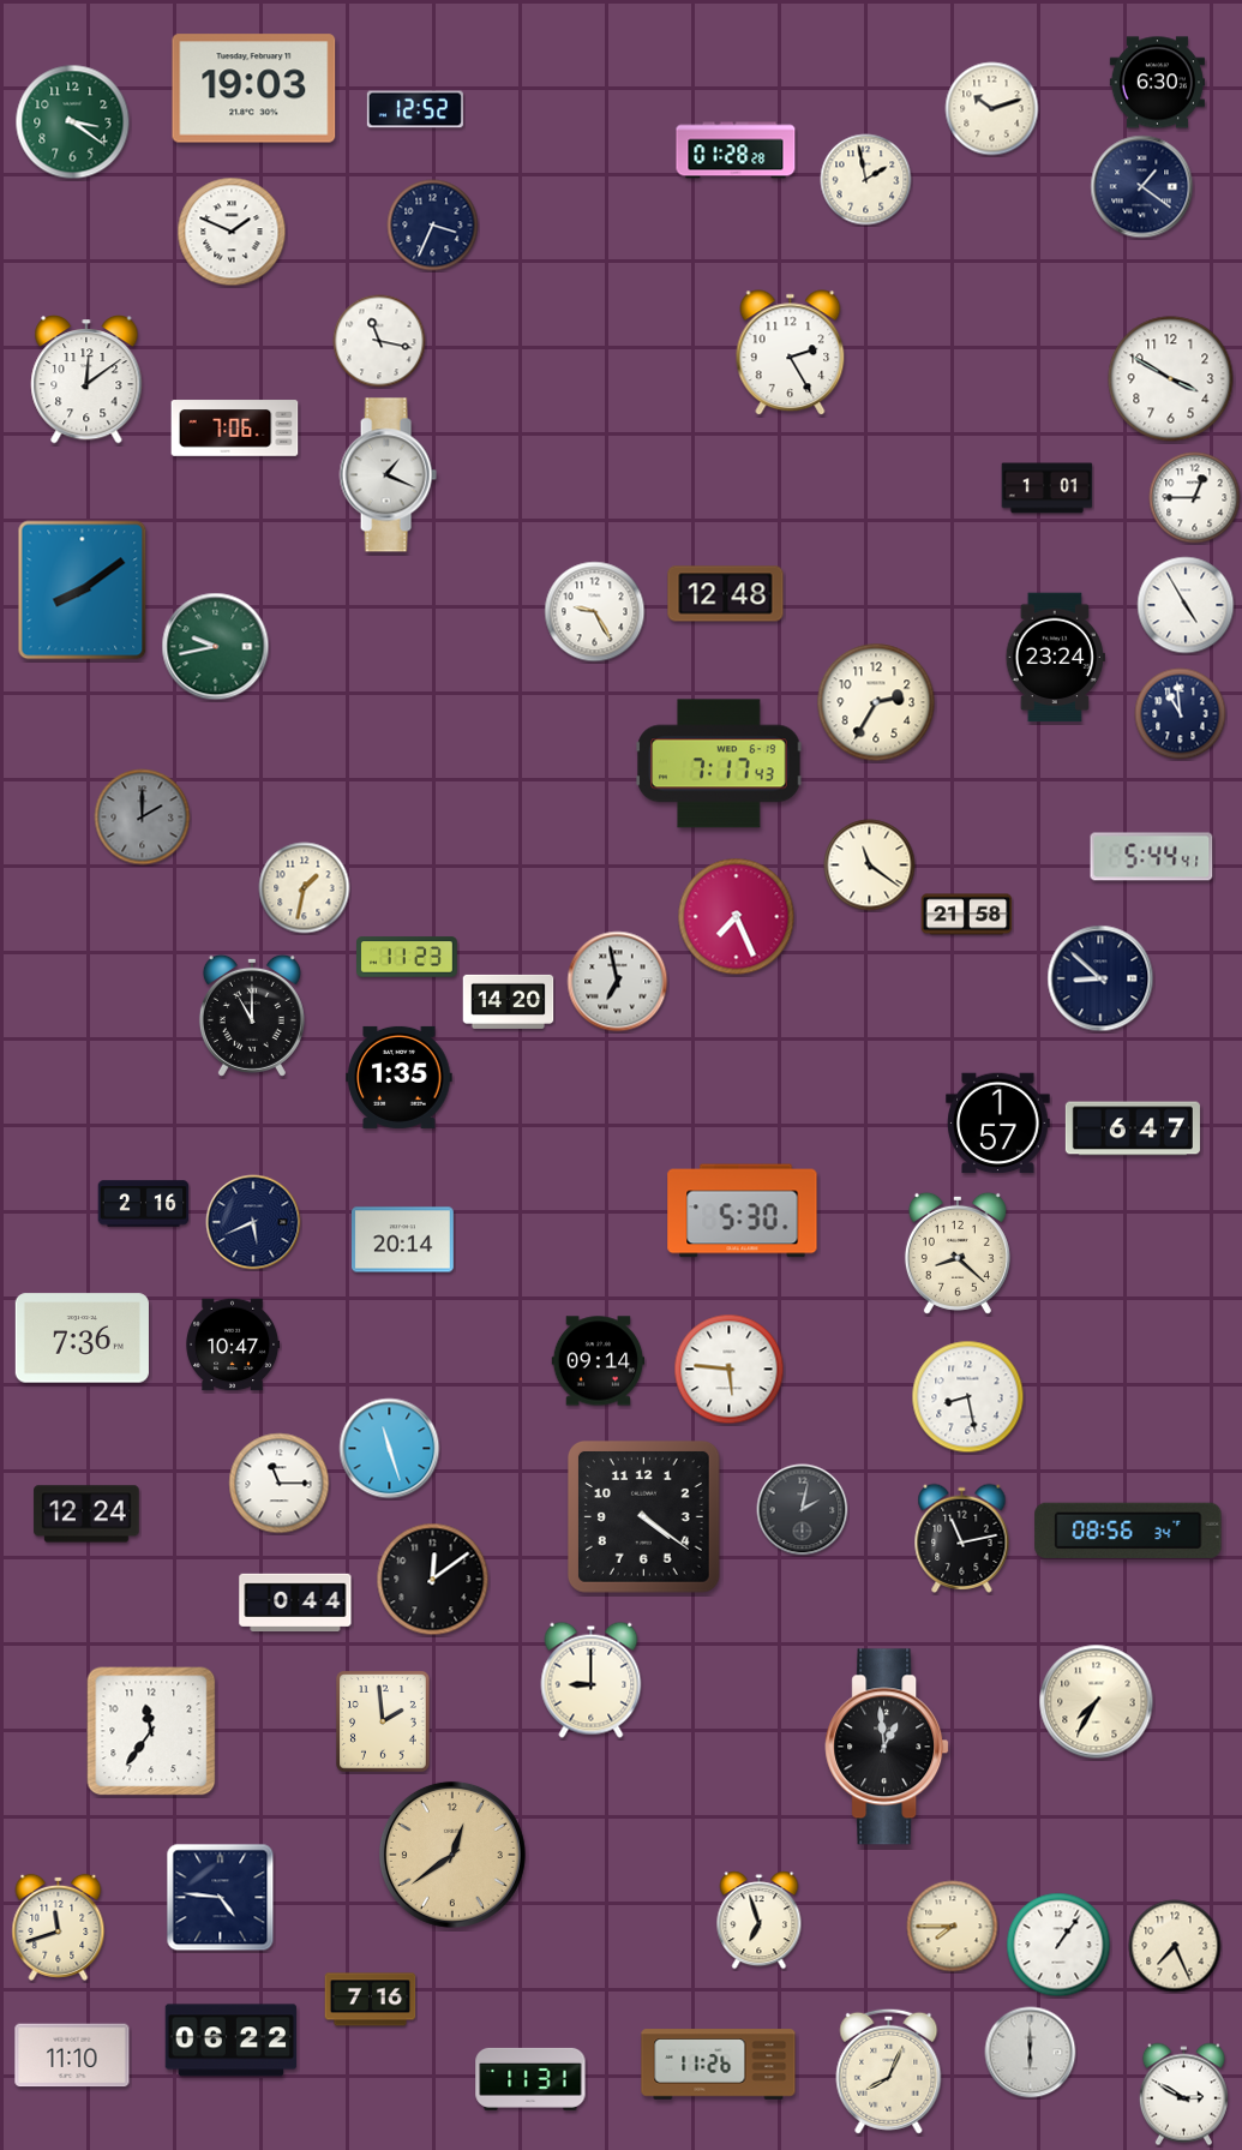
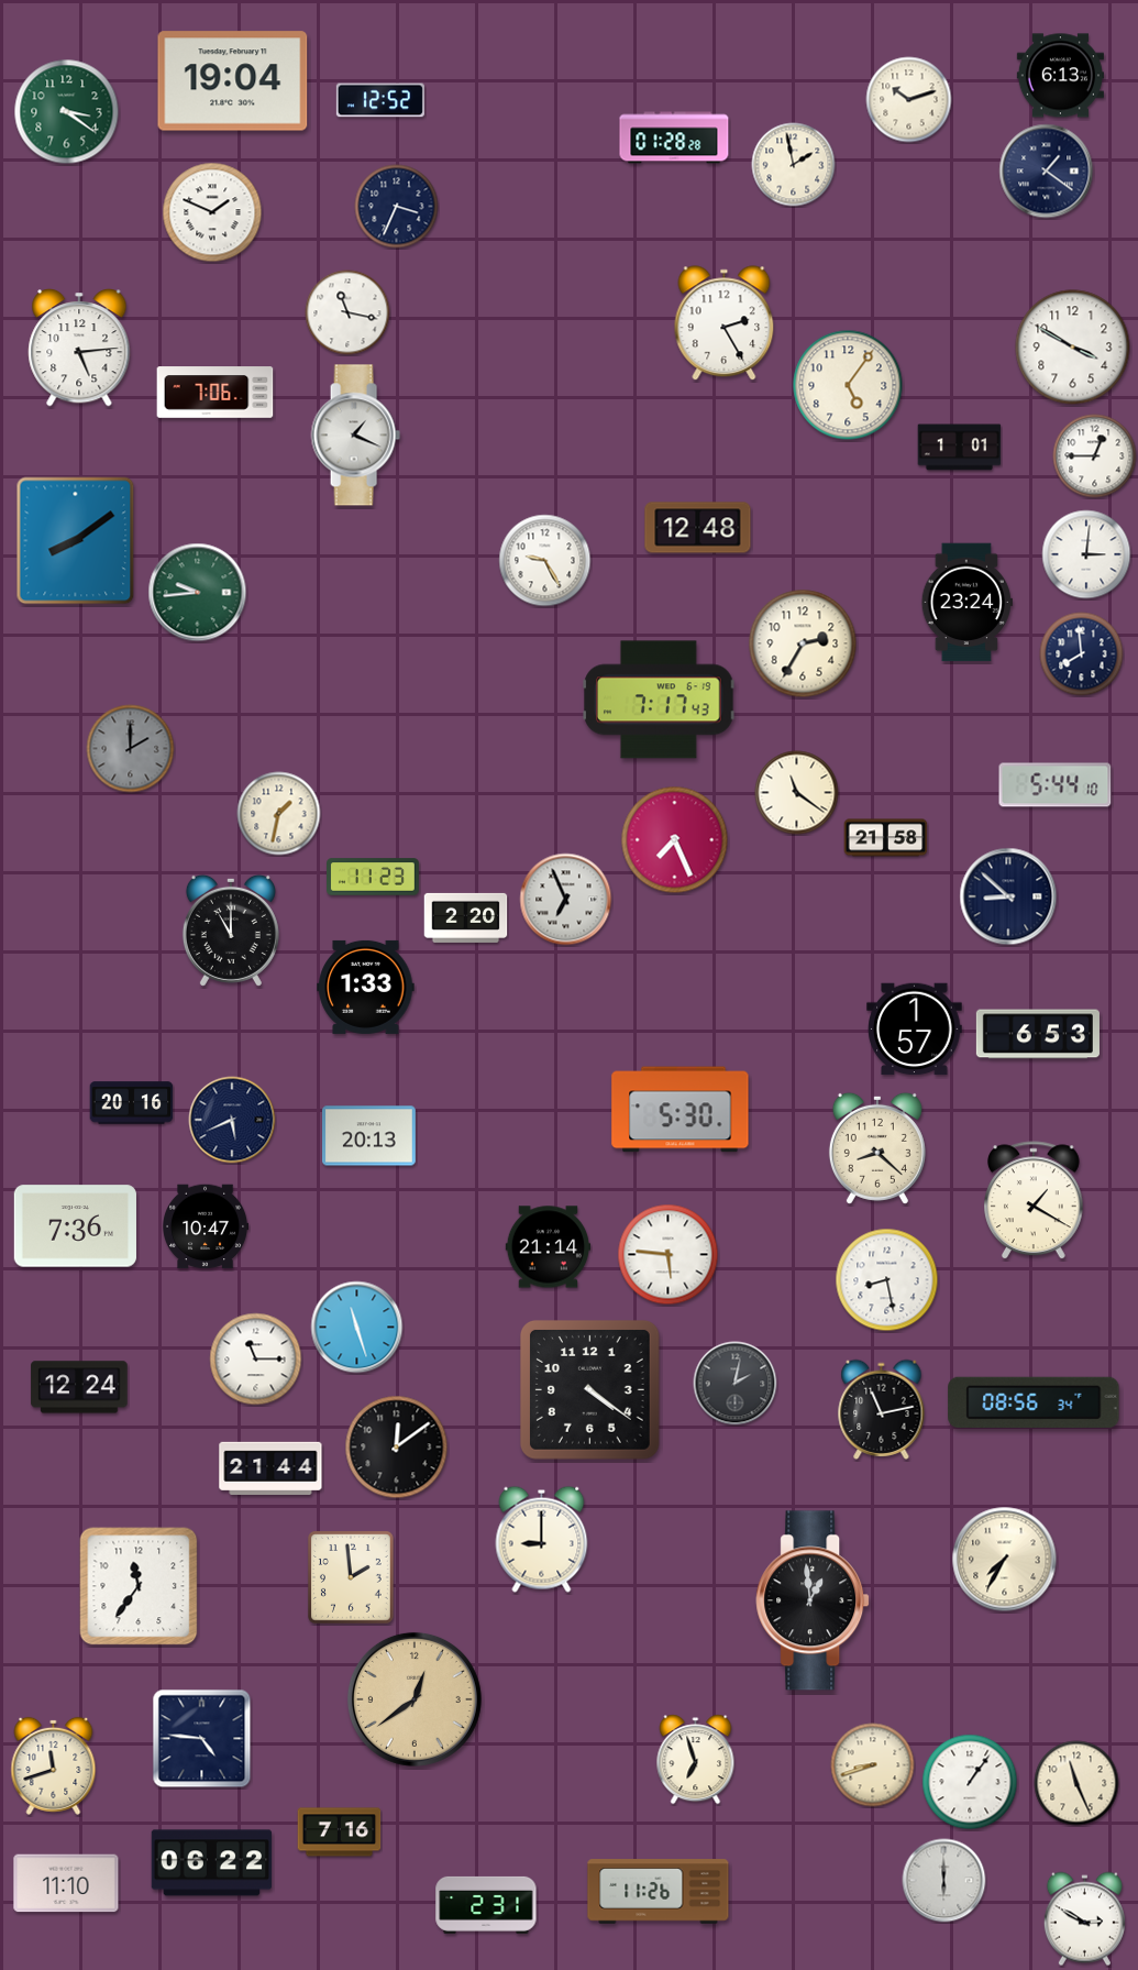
clock at (1157, 83): 6:30 -> 6:13
clock at (254, 89): 19:03 -> 19:04
clock at (86, 381): 12:09 -> 5:14
clock at (848, 385): none -> 5:06
clock at (726, 594) position: (726, 594) -> (698, 528)
clock at (1186, 605): 4:55 -> 3:01
clock at (216, 647): 9:43 -> 9:44
clock at (1181, 714): 10:59 -> 7:59
clock at (1152, 857): 5:44:41 -> 5:44:10
clock at (618, 982): 6:58 -> 6:56
clock at (509, 1001): 14:20 -> 2:20
clock at (400, 1077): 1:35 -> 1:33
clock at (1133, 1128): 6:47 -> 6:53
clock at (144, 1204): 2:16 -> 20:16
clock at (403, 1240): 20:14 -> 20:13
clock at (1035, 1201): none -> 1:20
clock at (234, 1345) position: (234, 1345) -> (207, 1226)
clock at (599, 1361): 09:14 -> 21:14
clock at (295, 1601): 0:44 -> 21:44
clock at (953, 1927): 7:45 -> 8:42
clock at (1175, 1946): 7:26 -> 11:26
clock at (232, 2041) position: (232, 2041) -> (212, 1863)
clock at (889, 2071): 8:04 -> none
clock at (530, 2079): 11:31 -> 2:31
